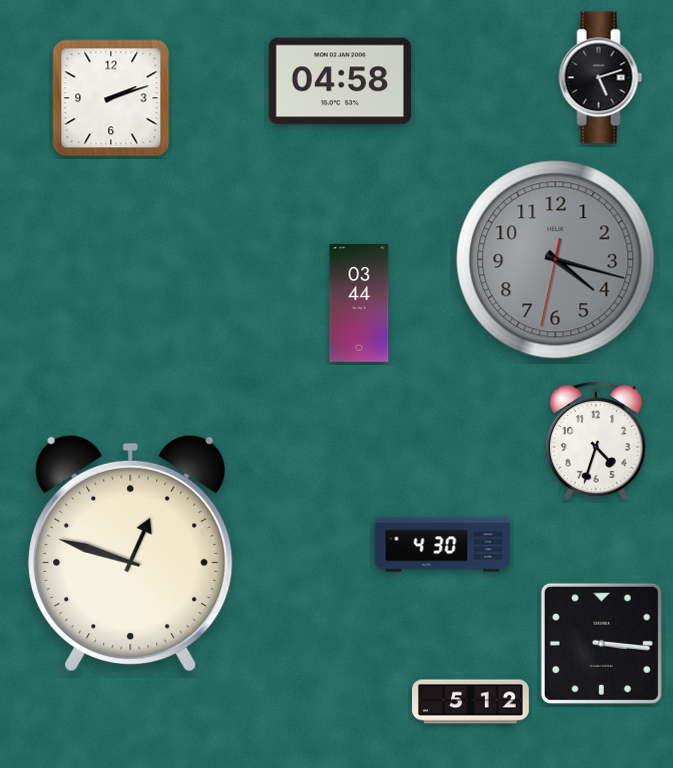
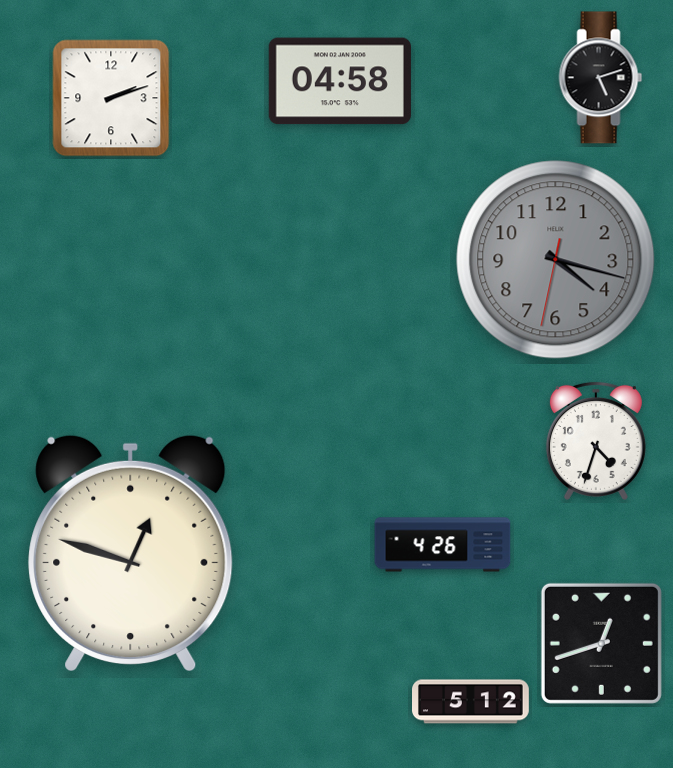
clock at (359, 303): 03:44 -> none
clock at (443, 545): 4:30 -> 4:26
clock at (601, 643): 3:16 -> 12:42
